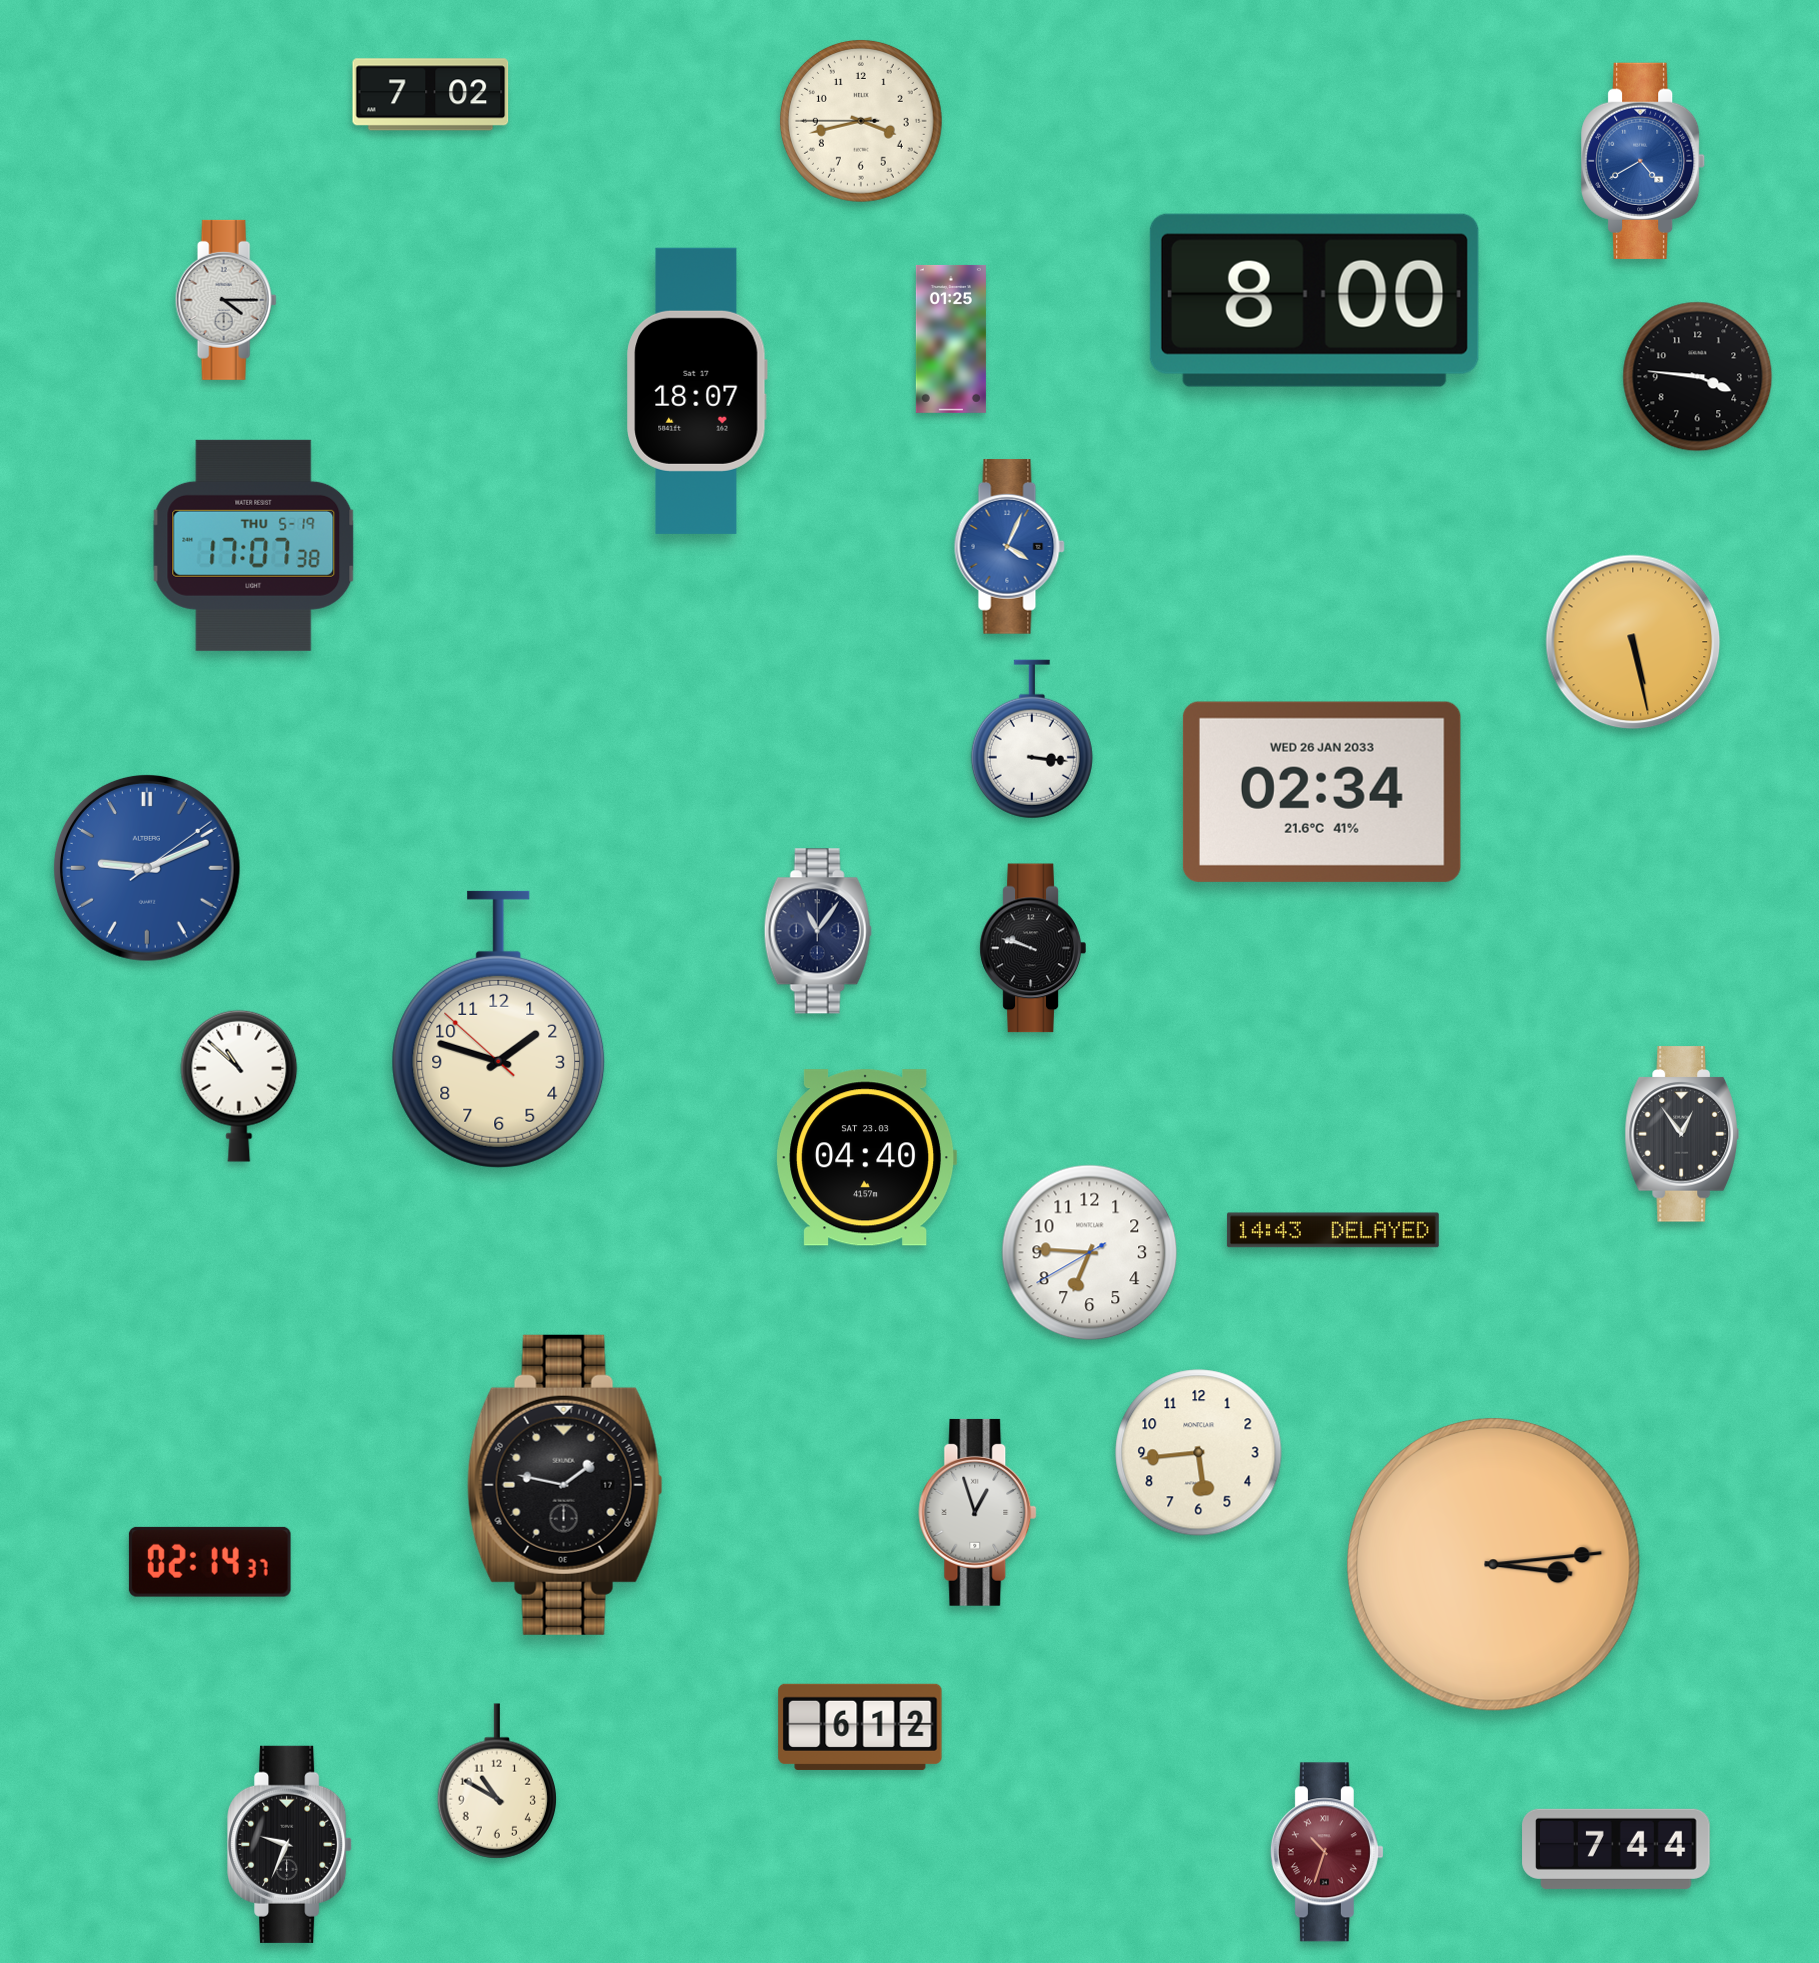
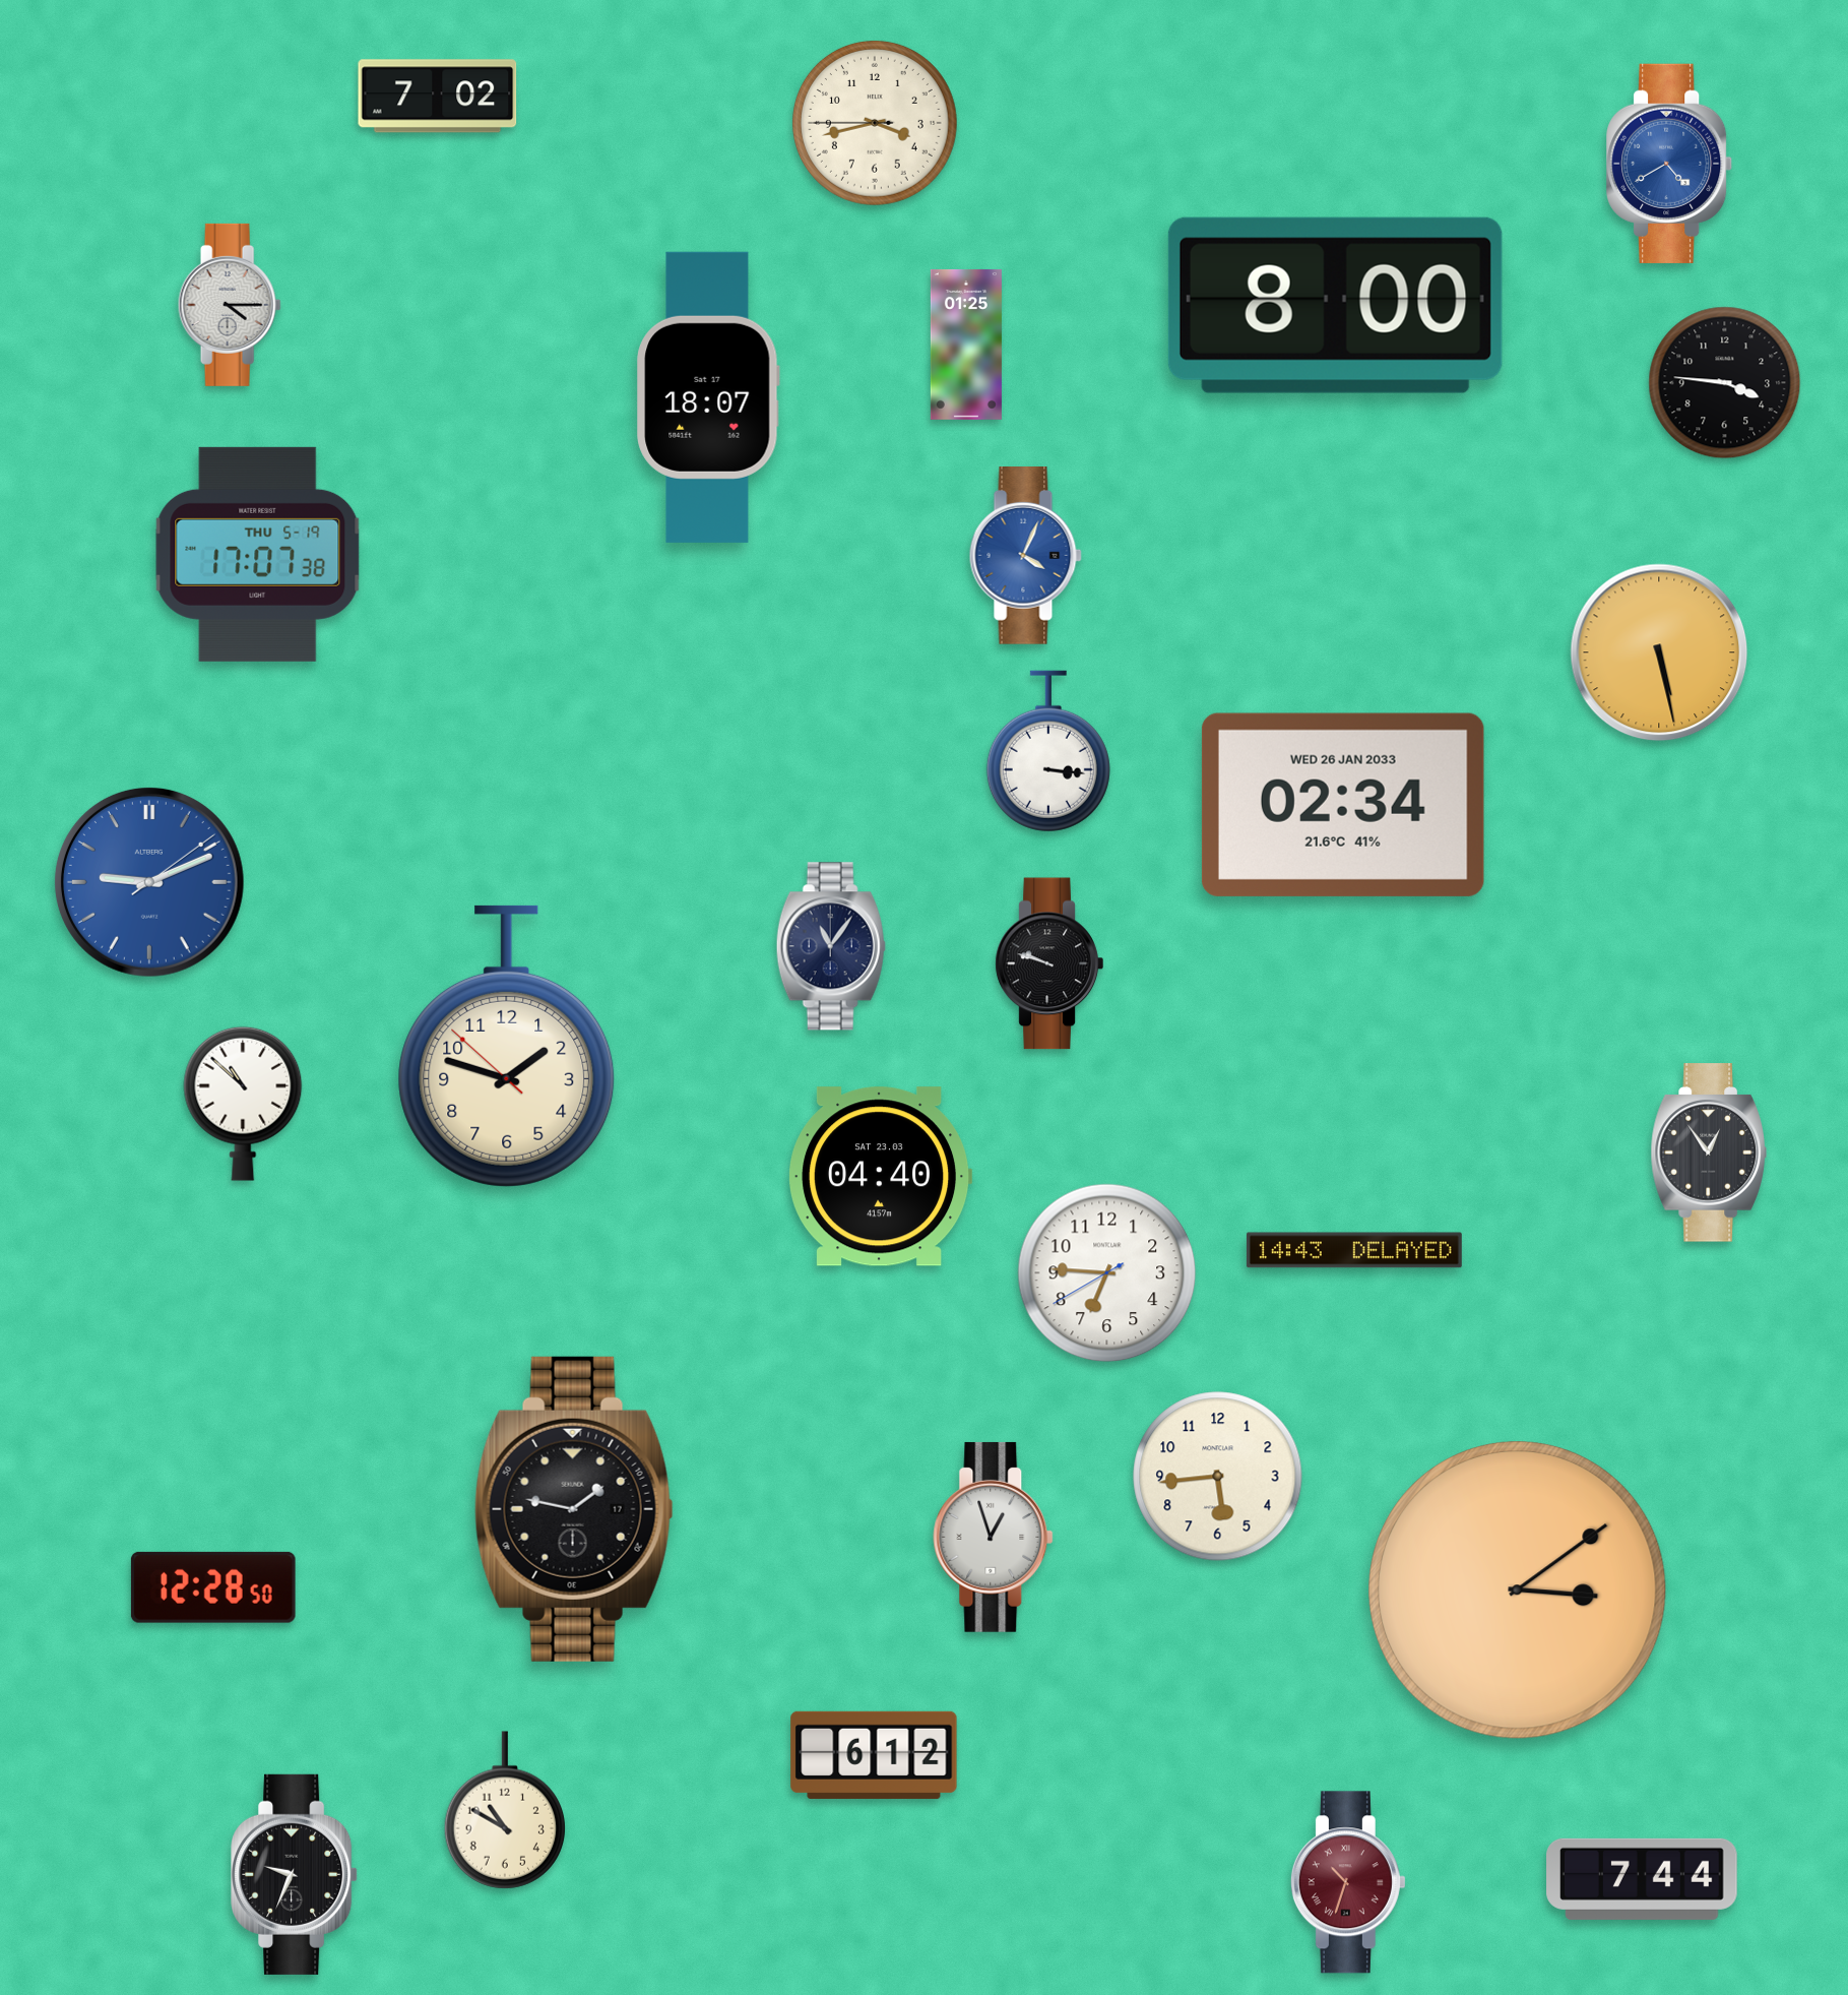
clock at (210, 1562): 02:14 -> 12:28
clock at (1494, 1565): 3:14 -> 3:09
